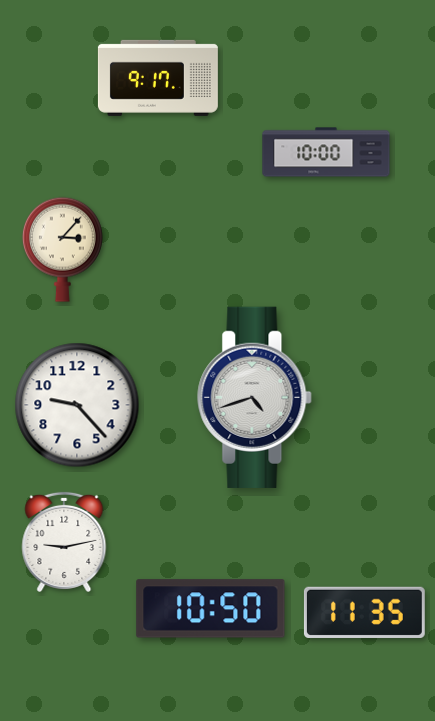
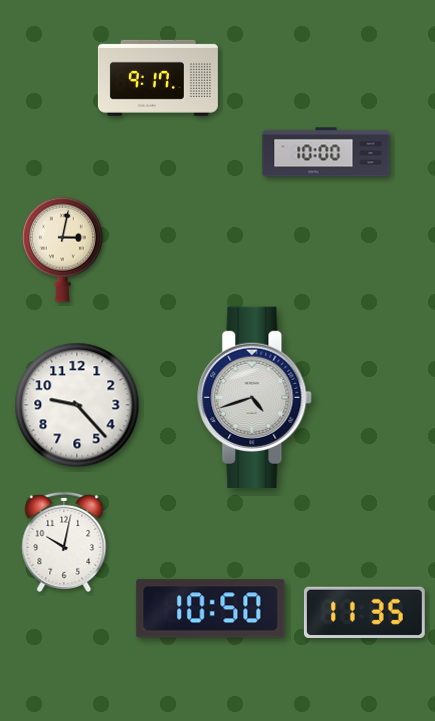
clock at (62, 249): 3:07 -> 3:02
clock at (64, 542): 9:13 -> 10:02
